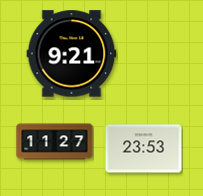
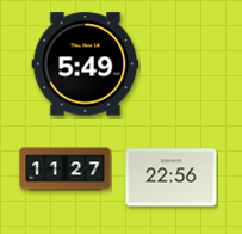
clock at (72, 54): 9:21 -> 5:49
clock at (144, 149): 23:53 -> 22:56
